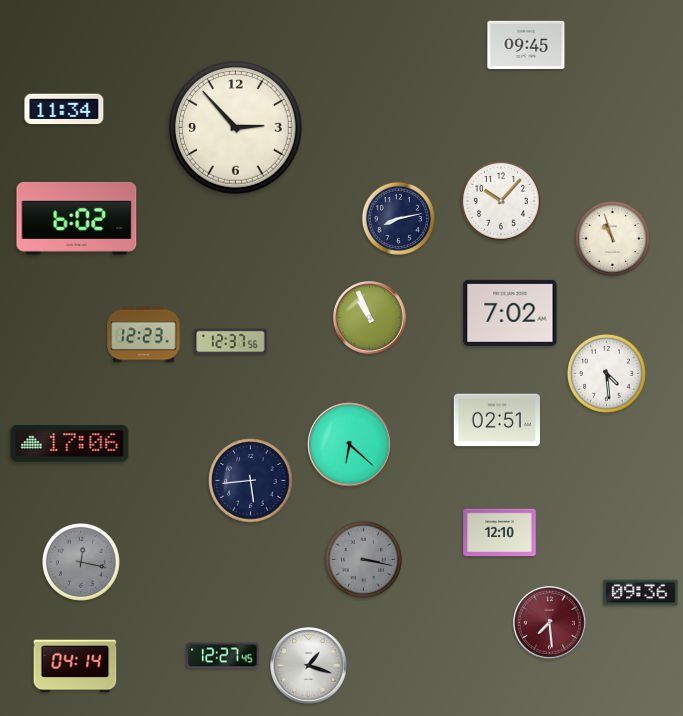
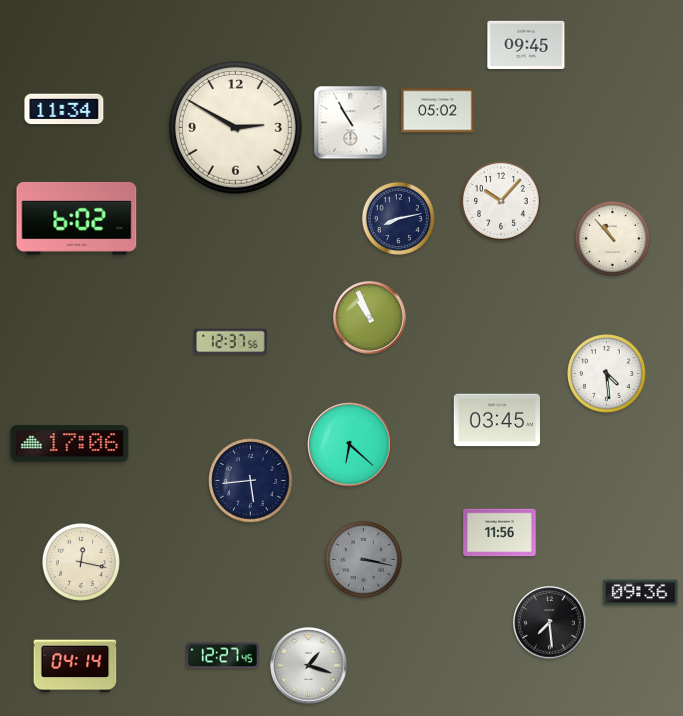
clock at (438, 111): none -> 05:02
clock at (351, 123): none -> 10:55
clock at (236, 128): 2:53 -> 2:50
clock at (612, 238): 10:57 -> 10:53
clock at (510, 313): 7:02 -> none
clock at (144, 335): 12:23 -> none
clock at (496, 420): 02:51 -> 03:45
clock at (500, 533): 12:10 -> 11:56
clock at (81, 562) dial: grey -> cream
clock at (550, 623) dial: burgundy -> black
